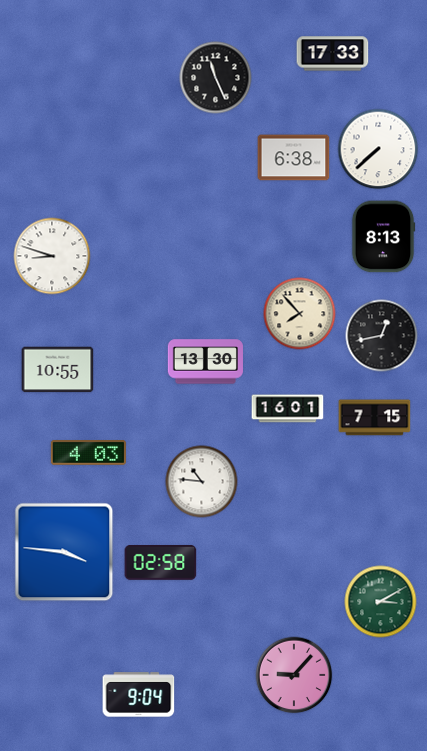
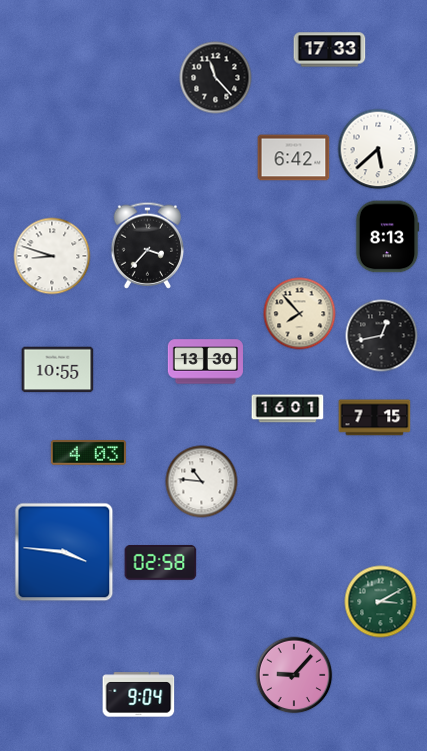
clock at (333, 54) position: (333, 54) -> (330, 50)
clock at (216, 78): 11:26 -> 11:23
clock at (378, 149): 7:38 -> 5:38
clock at (294, 158): 6:38 -> 6:42
clock at (383, 237) position: (383, 237) -> (387, 237)
clock at (147, 245): none -> 3:37
